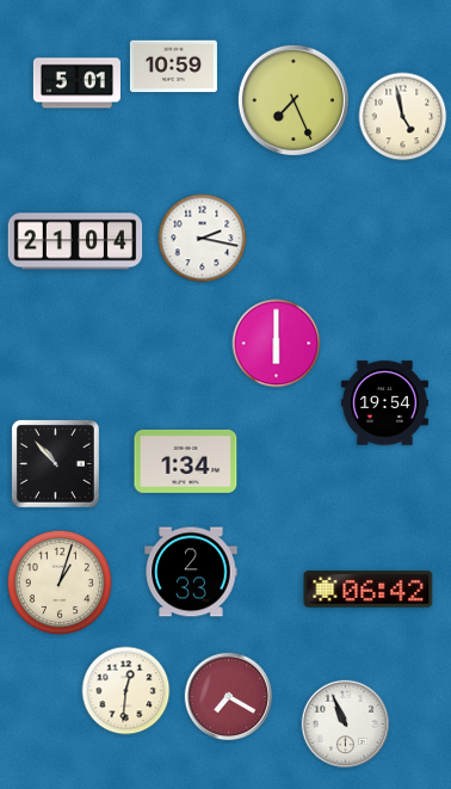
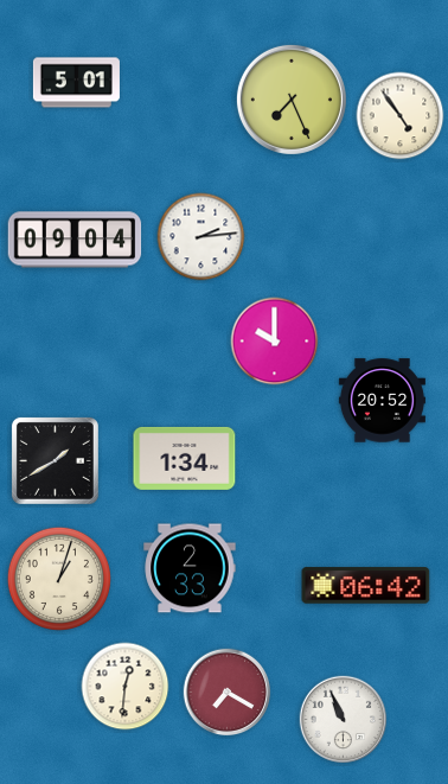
clock at (173, 67): 10:59 -> none
clock at (403, 117): 4:58 -> 4:54
clock at (203, 239): 2:17 -> 2:14
clock at (75, 241): 21:04 -> 09:04
clock at (277, 344): 6:00 -> 10:00
clock at (384, 403): 19:54 -> 20:52
clock at (55, 463): 10:53 -> 1:40
